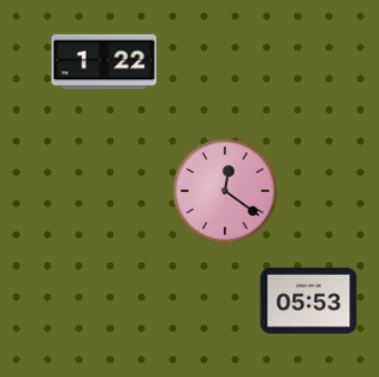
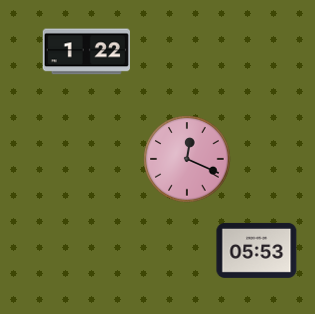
clock at (225, 191): 12:21 -> 12:19
